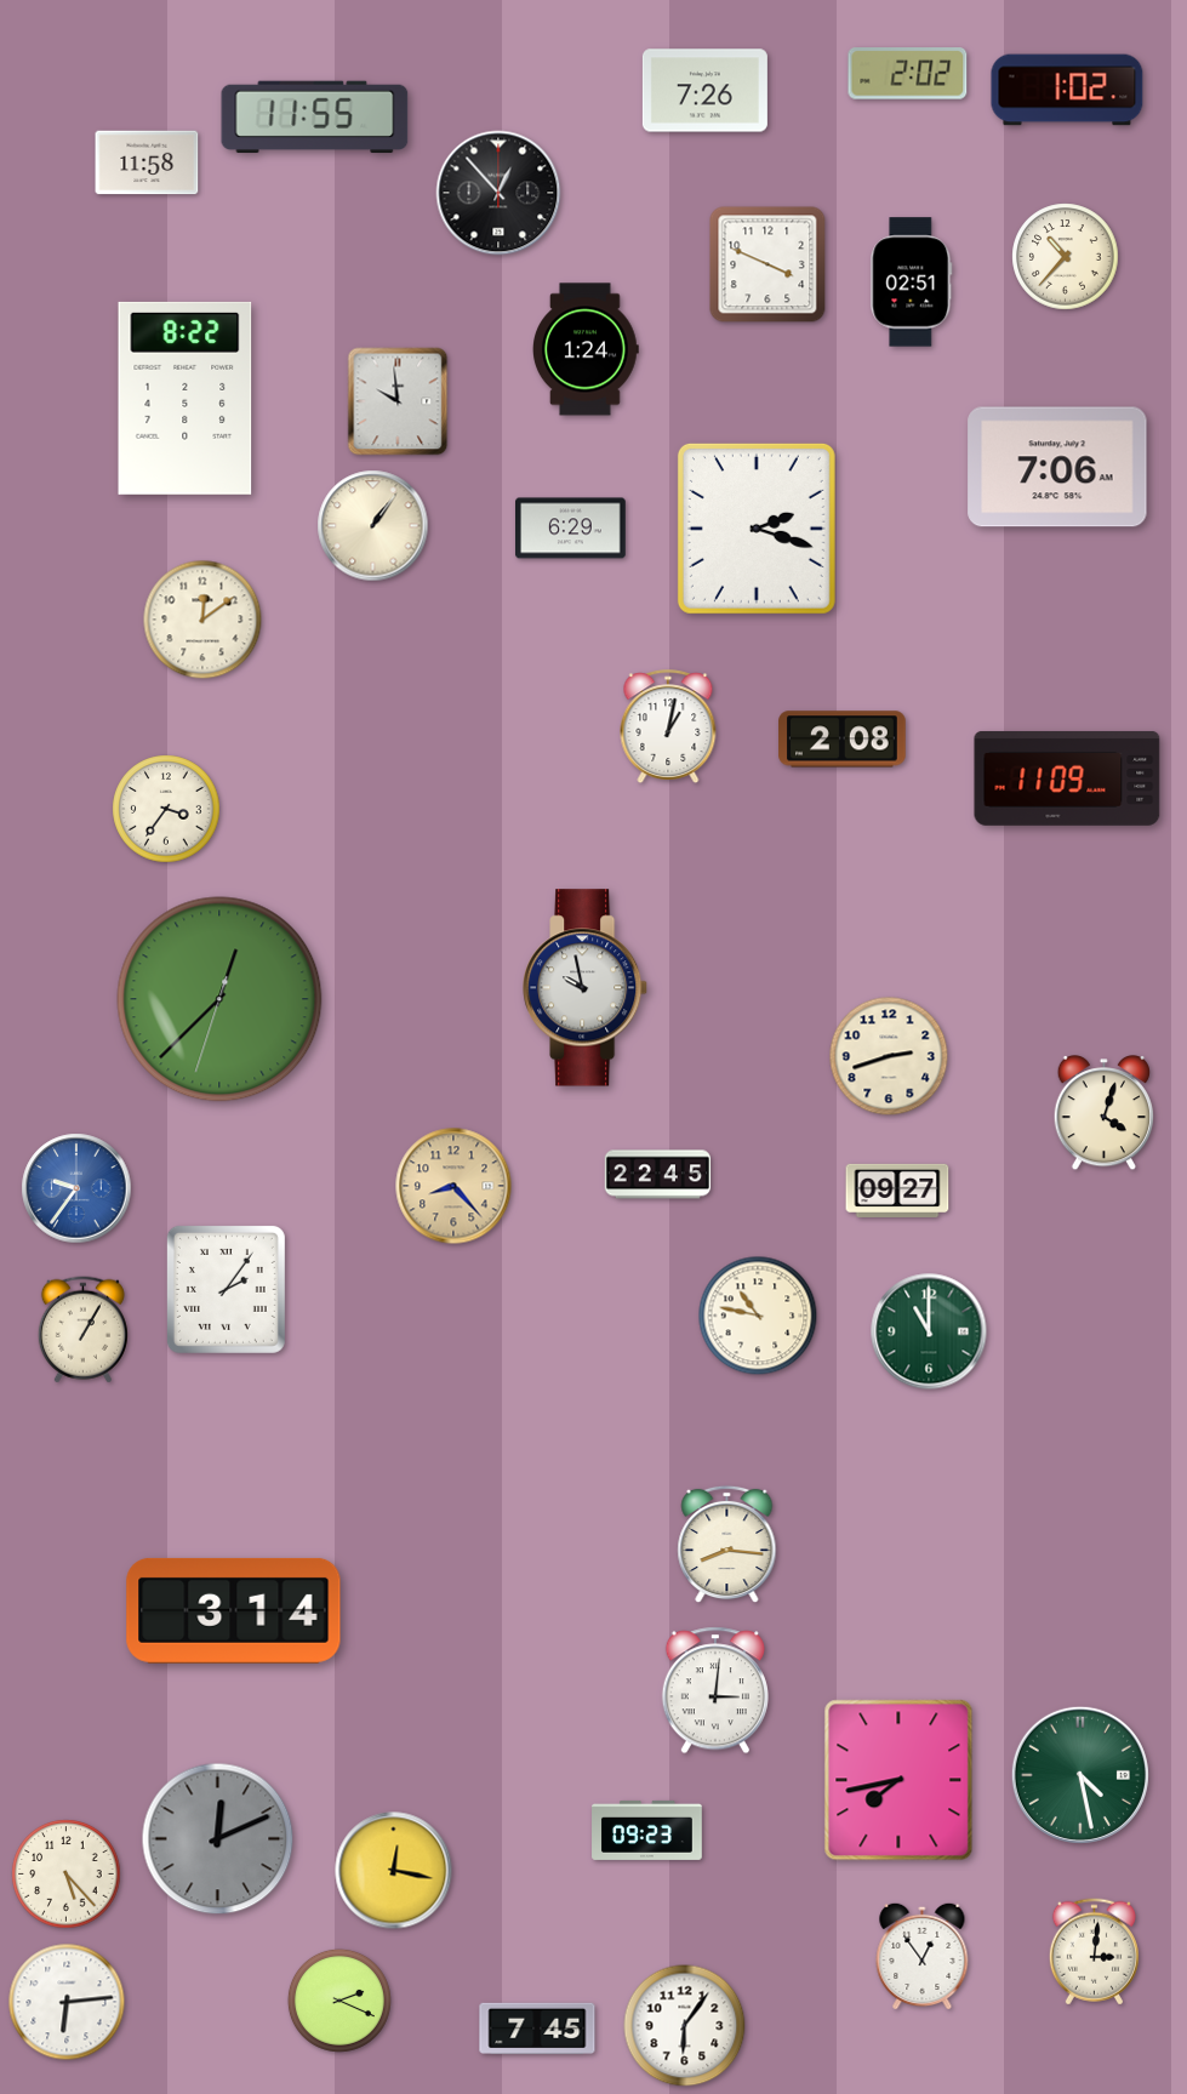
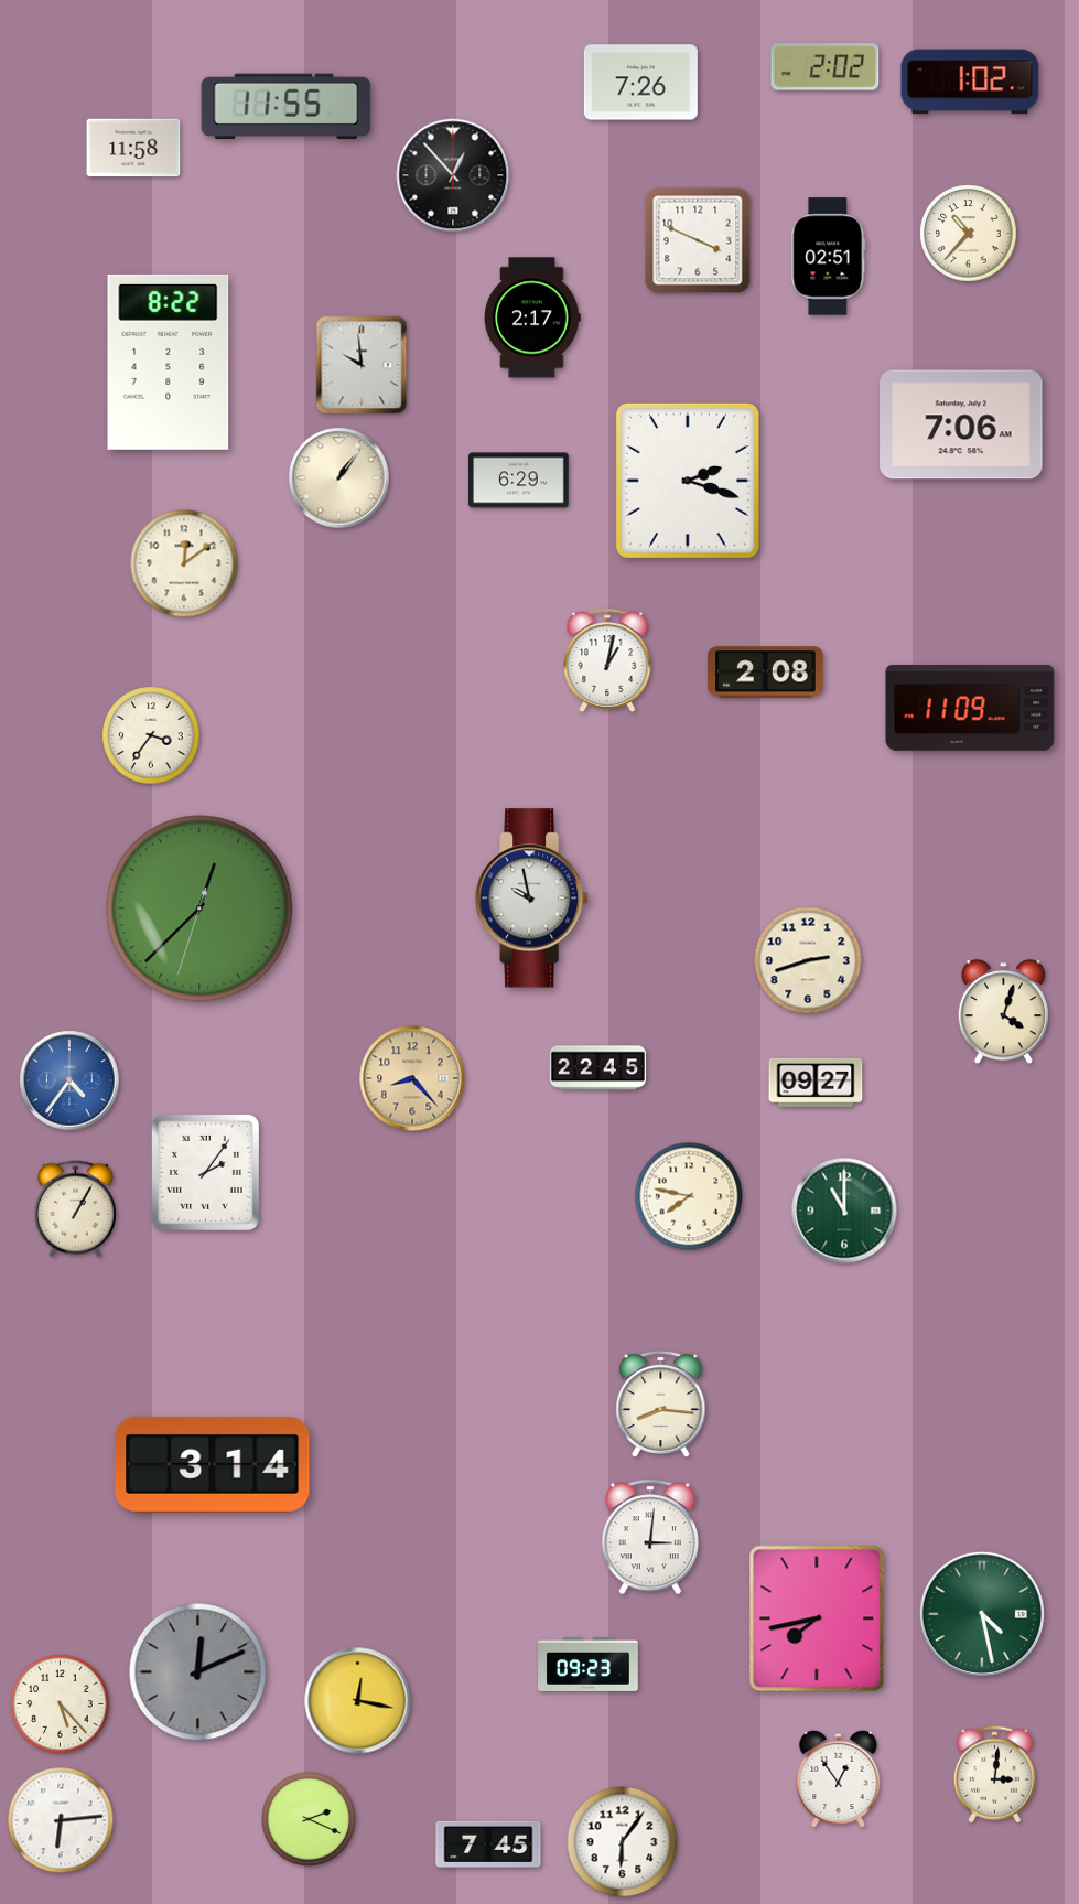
clock at (587, 349): 1:24 -> 2:17
clock at (76, 1188): 9:36 -> 4:36
clock at (758, 1316): 10:47 -> 7:47
